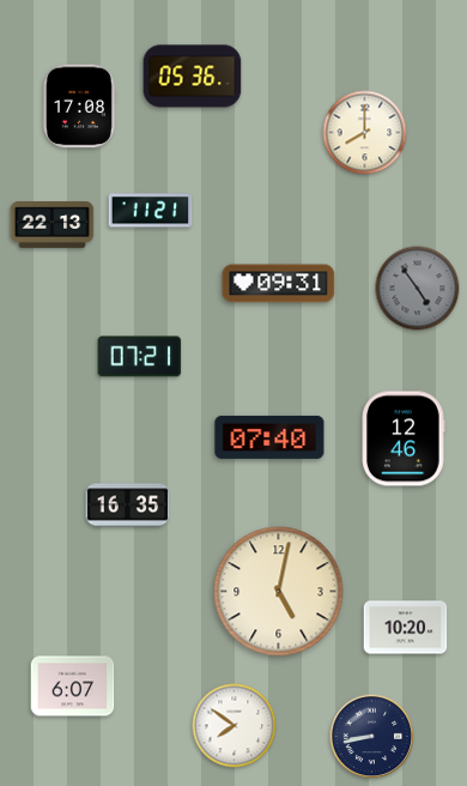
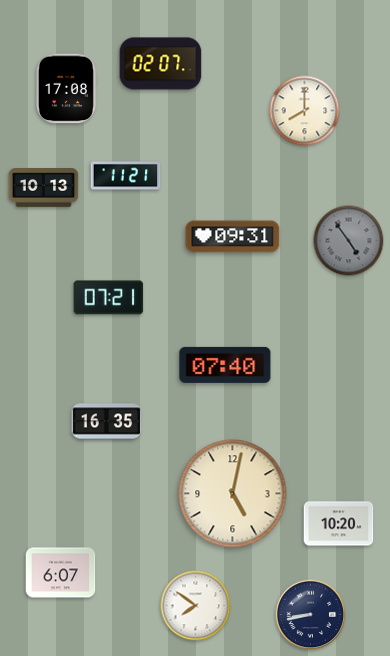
clock at (193, 77): 05:36 -> 02:07
clock at (53, 225): 22:13 -> 10:13
clock at (140, 357) position: (140, 357) -> (109, 298)
clock at (404, 439): 12:46 -> none
